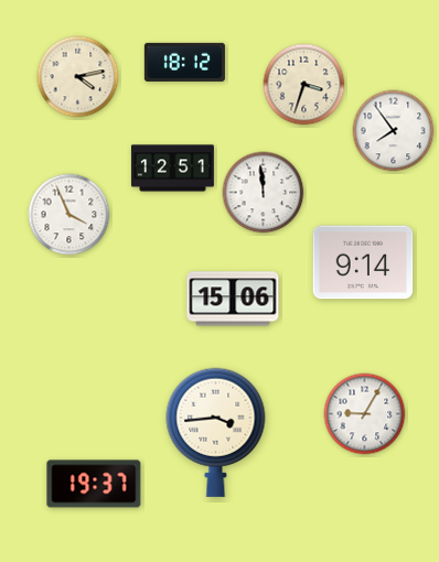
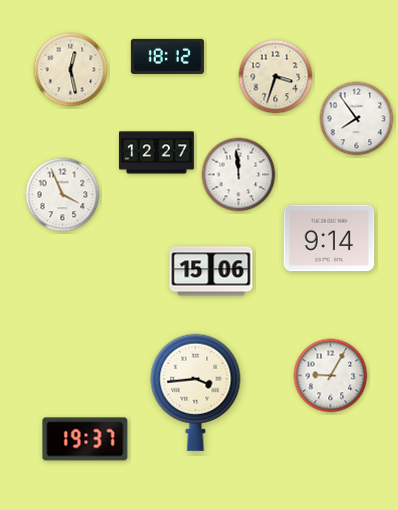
clock at (78, 77): 4:13 -> 12:28
clock at (172, 169): 12:51 -> 12:27
